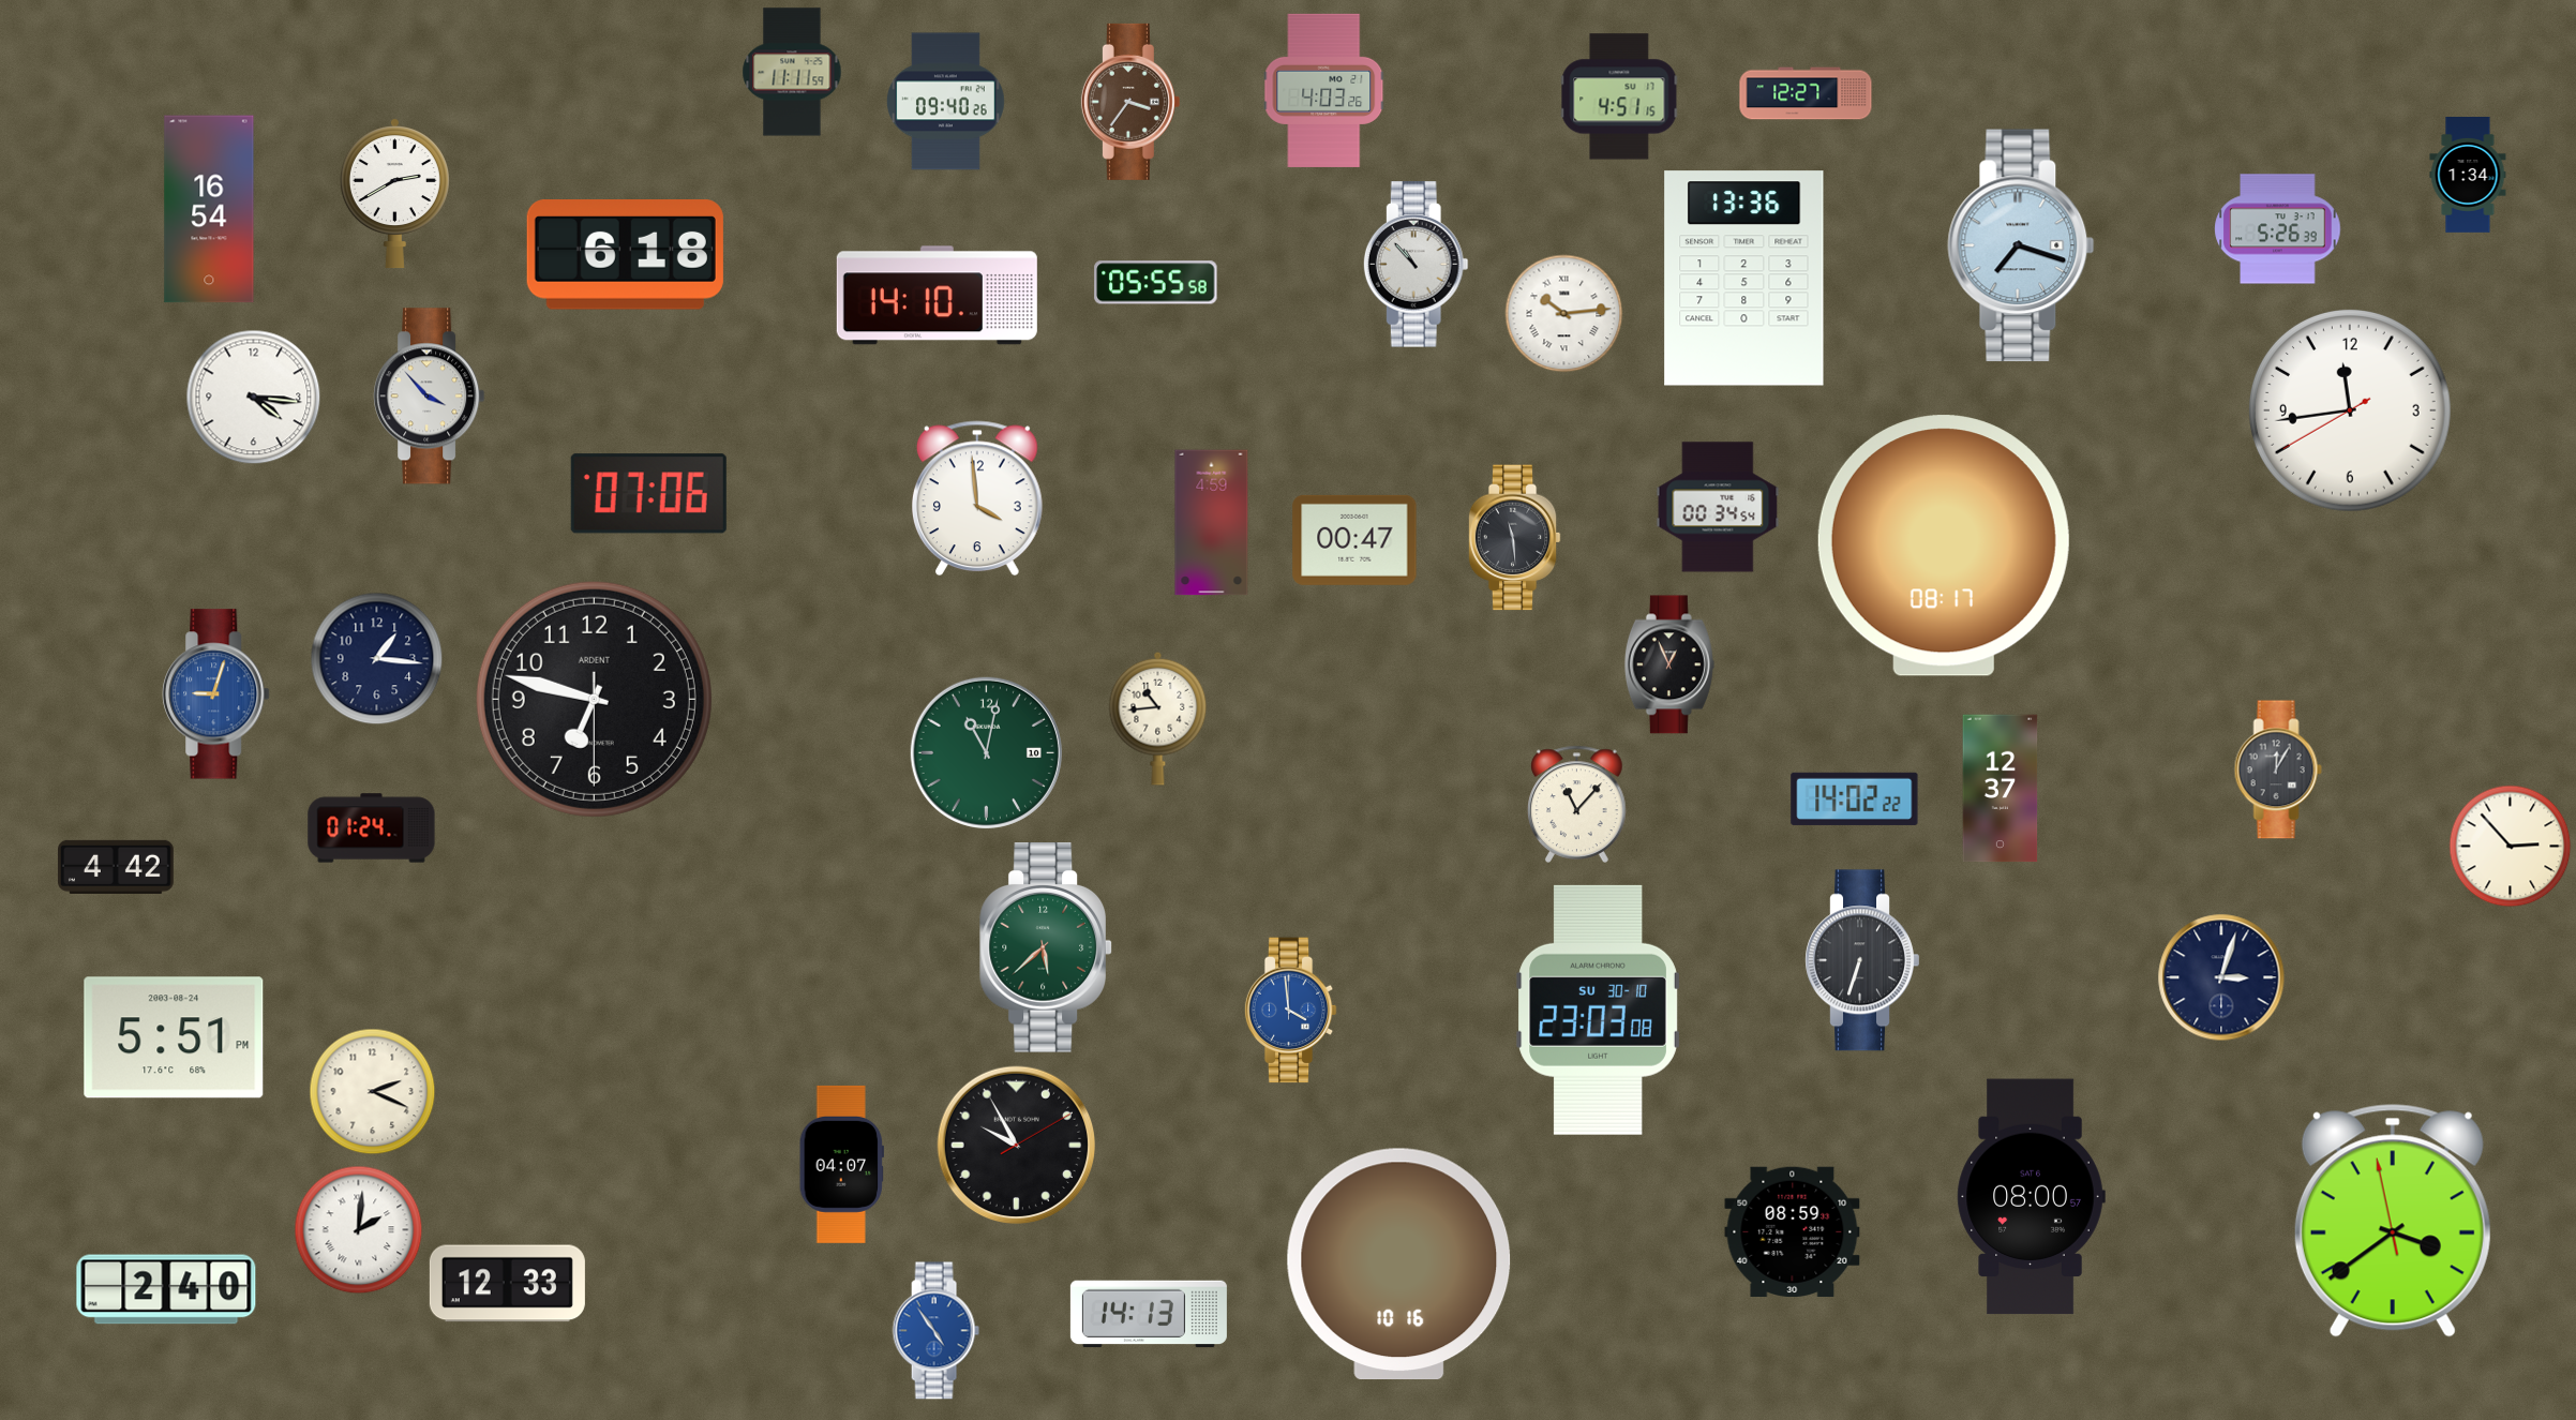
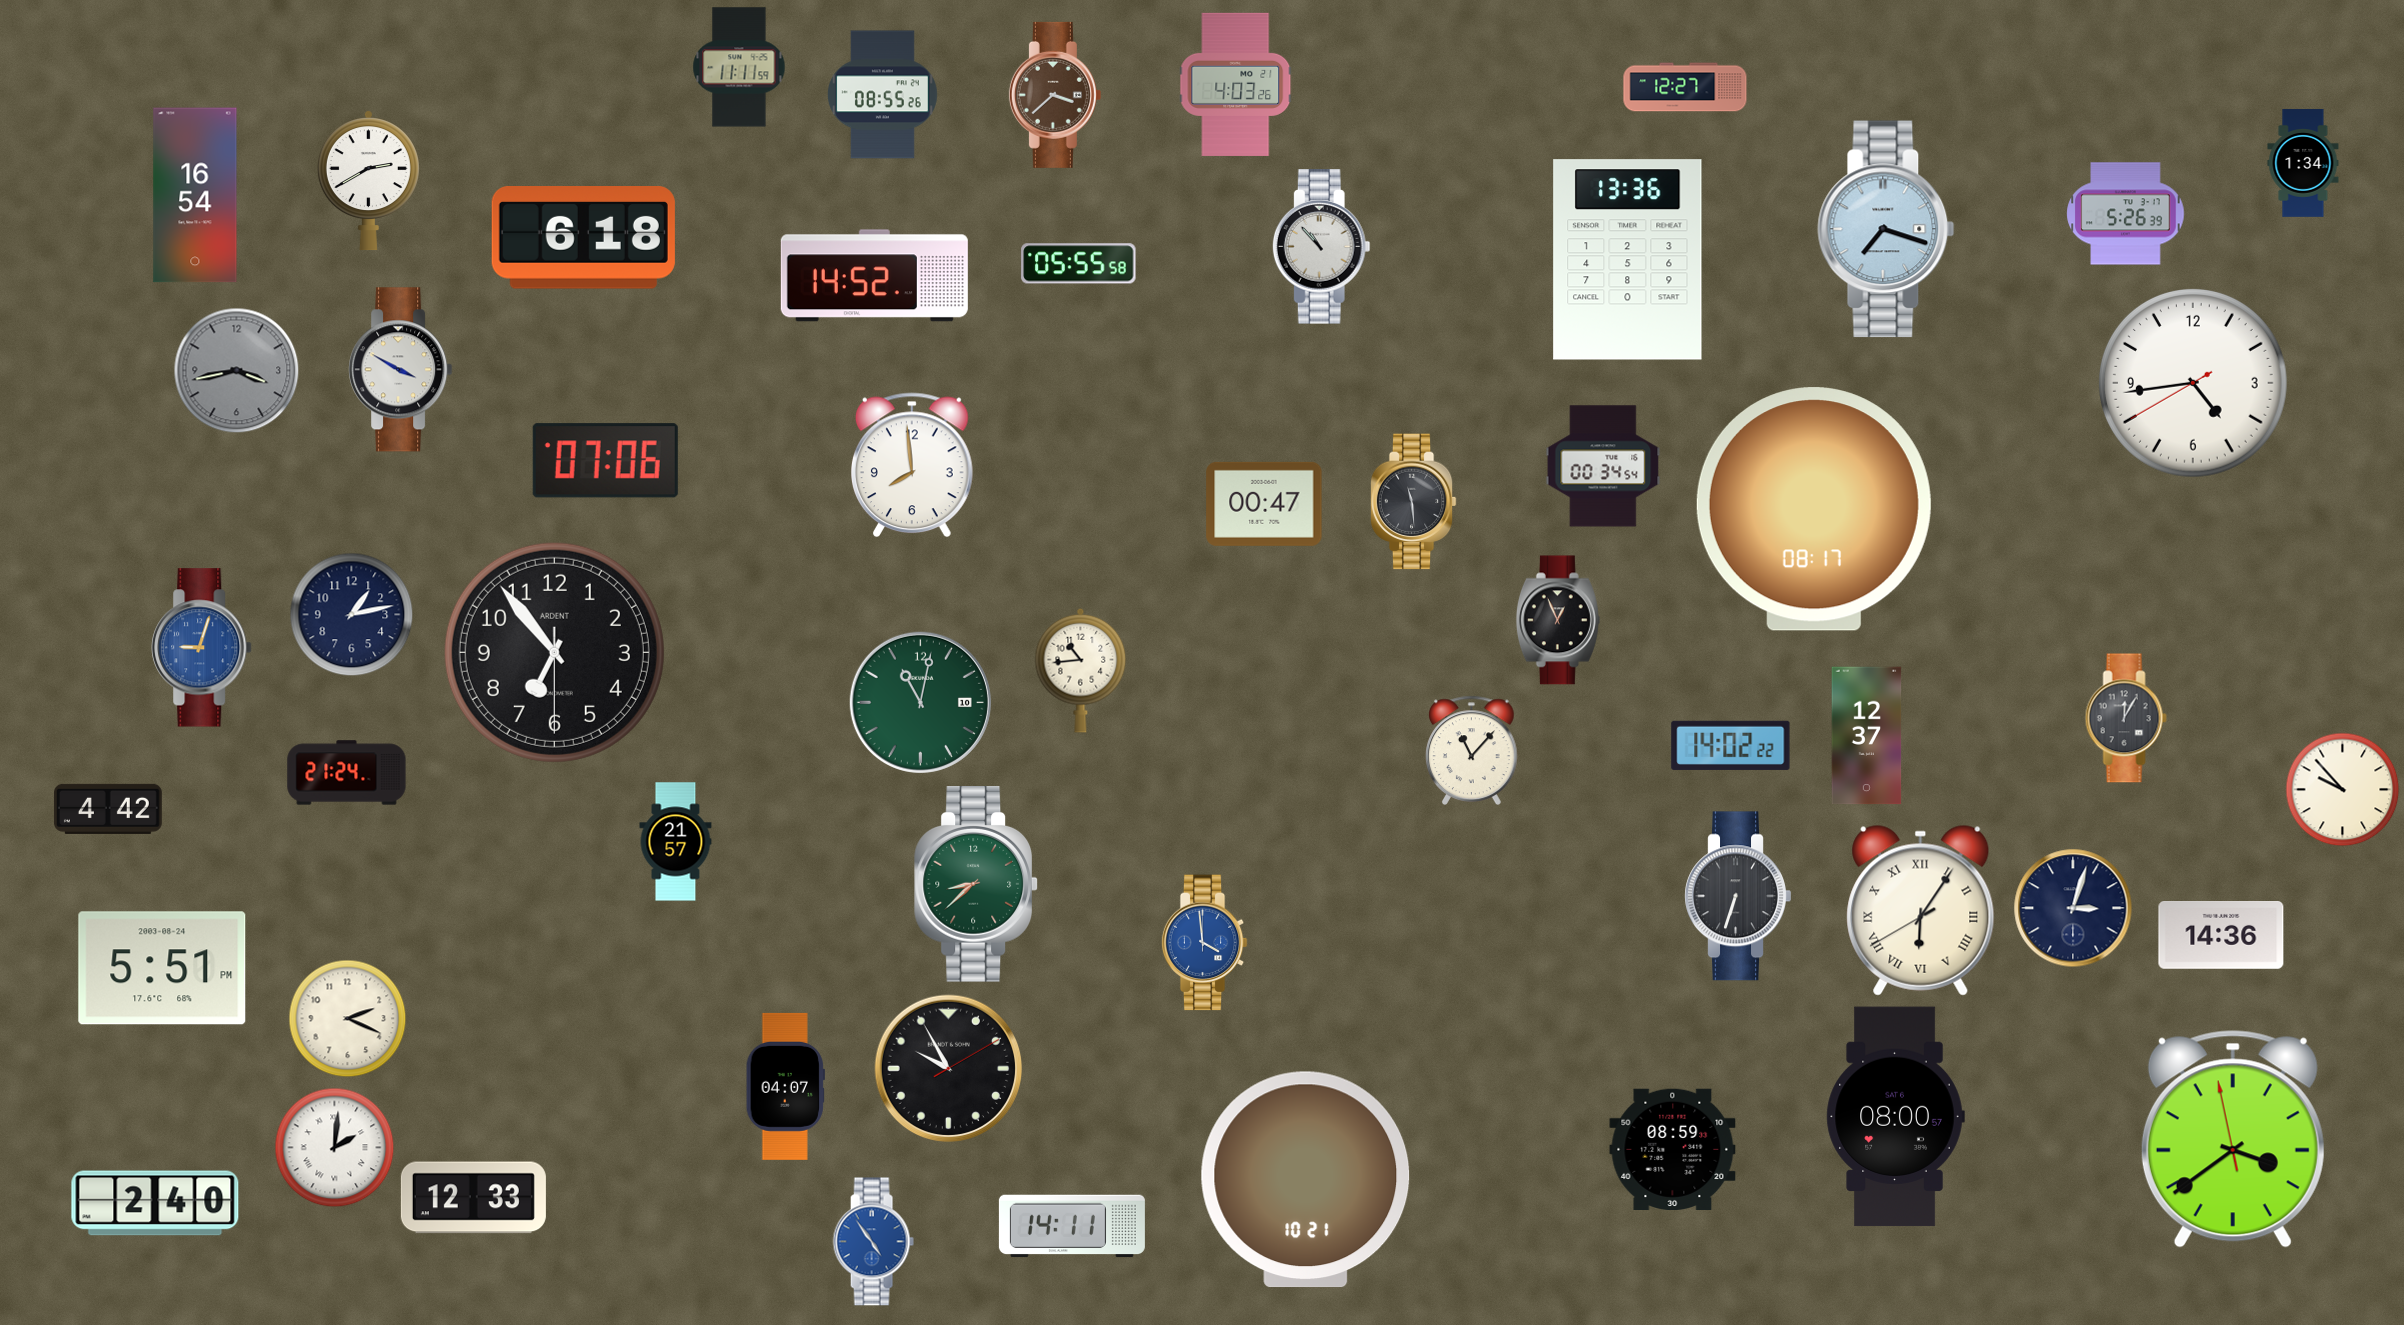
clock at (1619, 96): 4:51 -> none
clock at (946, 102): 09:40 -> 08:55
clock at (1130, 102): 3:36 -> 3:38
clock at (937, 296): 14:10 -> 14:52
clock at (1564, 314): 10:14 -> none
clock at (430, 397): 3:53 -> 3:50
clock at (254, 398): 4:16 -> 3:43
clock at (254, 398) dial: white -> grey
clock at (2350, 410): 11:43 -> 4:43
clock at (978, 498): 3:59 -> 7:59
clock at (1718, 507) position: (1718, 507) -> (1603, 466)
clock at (1212, 523): 4:59 -> none
clock at (377, 659): 1:16 -> 1:13
clock at (594, 699): 6:47 -> 6:53
clock at (372, 828): 01:24 -> 21:24
clock at (2511, 847): 2:53 -> 9:53
clock at (676, 842): none -> 21:57
clock at (1046, 948): 5:38 -> 8:38
clock at (1921, 910): none -> 6:05
clock at (2221, 977) position: (2221, 977) -> (2073, 908)
clock at (2221, 936): none -> 14:36
clock at (1598, 1010): 23:03 -> none
clock at (1399, 1265): 10:16 -> 10:21
clock at (1149, 1314): 14:13 -> 14:11
